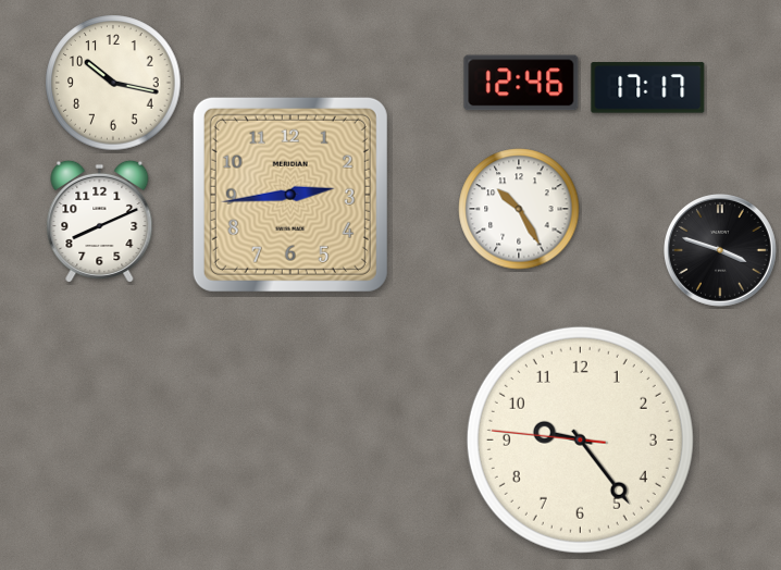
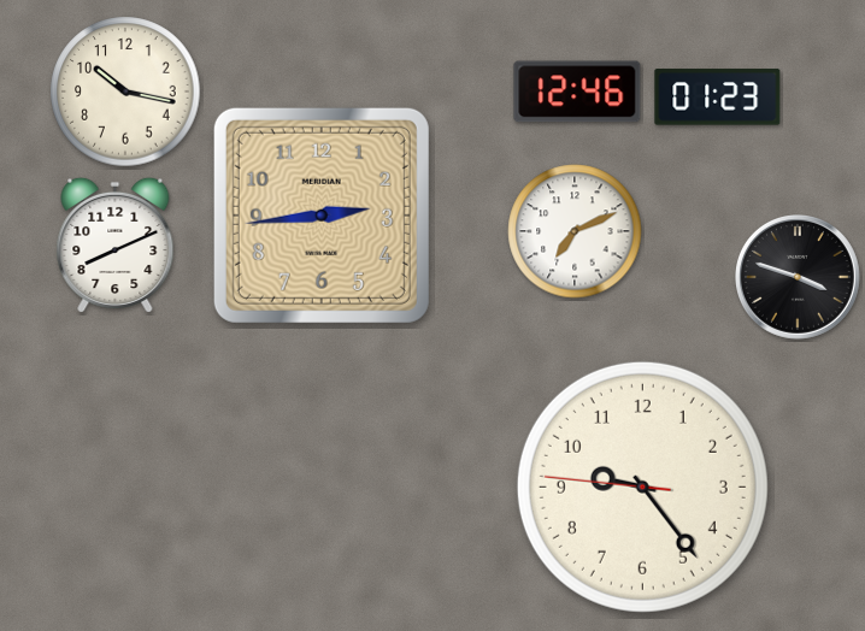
clock at (648, 88): 17:17 -> 01:23
clock at (519, 209): 10:25 -> 7:11
clock at (100, 221) position: (100, 221) -> (116, 244)
